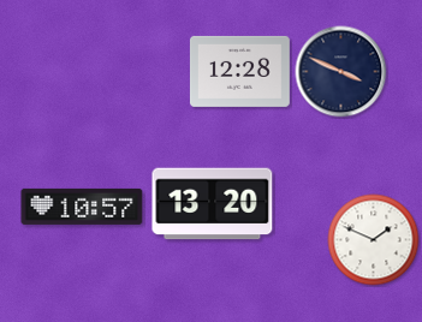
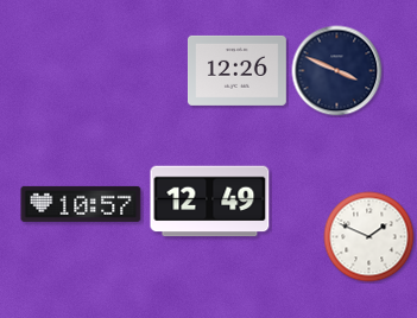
clock at (239, 71): 12:28 -> 12:26
clock at (213, 204): 13:20 -> 12:49
